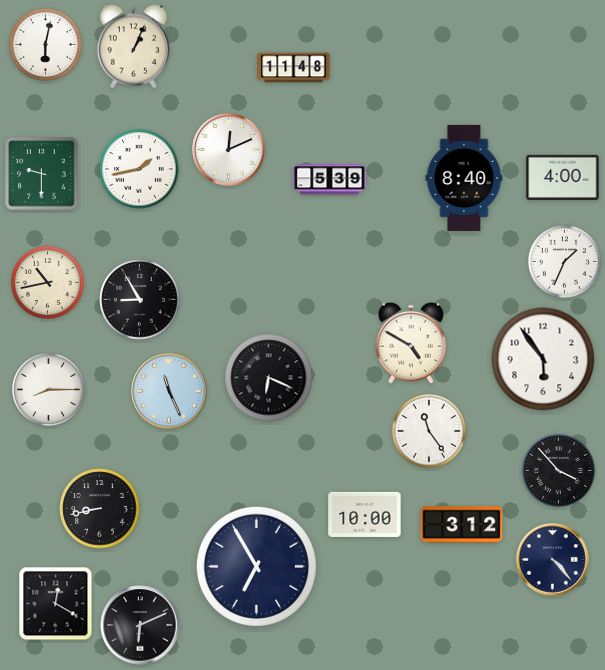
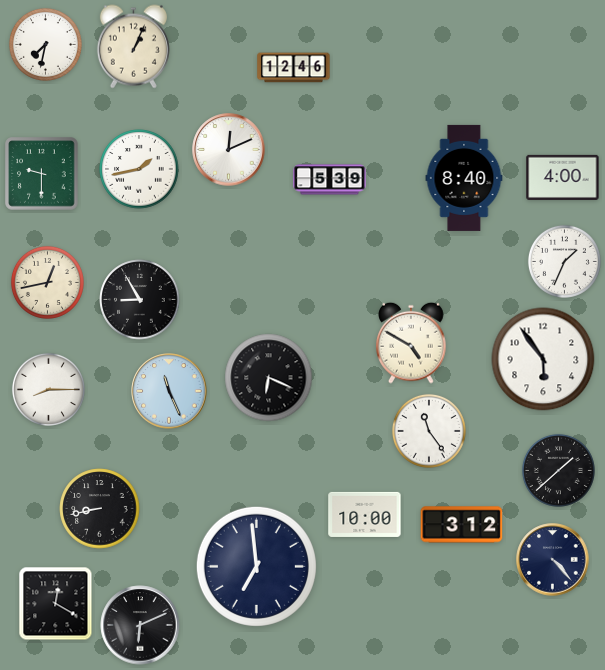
clock at (45, 44): 6:02 -> 7:32
clock at (294, 68): 11:48 -> 12:46
clock at (47, 282): 10:43 -> 12:43
clock at (558, 470): 3:53 -> 1:38
clock at (256, 566): 6:55 -> 6:59
